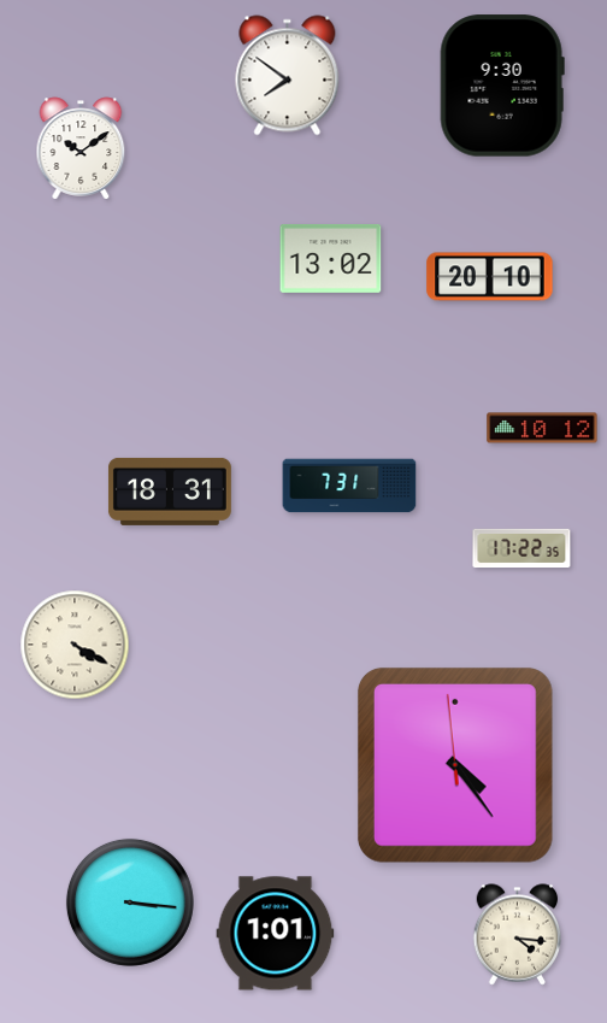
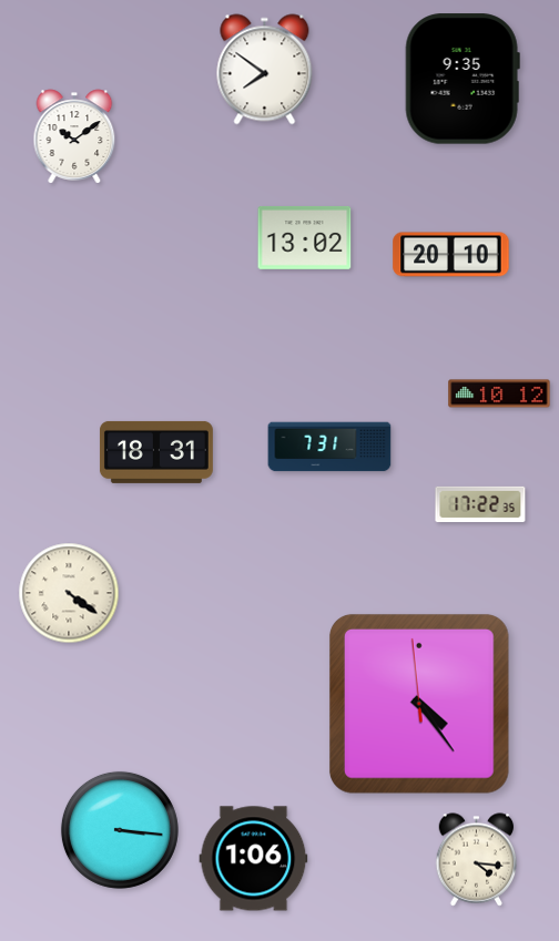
clock at (502, 86): 9:30 -> 9:35
clock at (349, 486) position: (349, 486) -> (329, 447)
clock at (75, 645): 4:20 -> 4:21
clock at (276, 934): 1:01 -> 1:06
